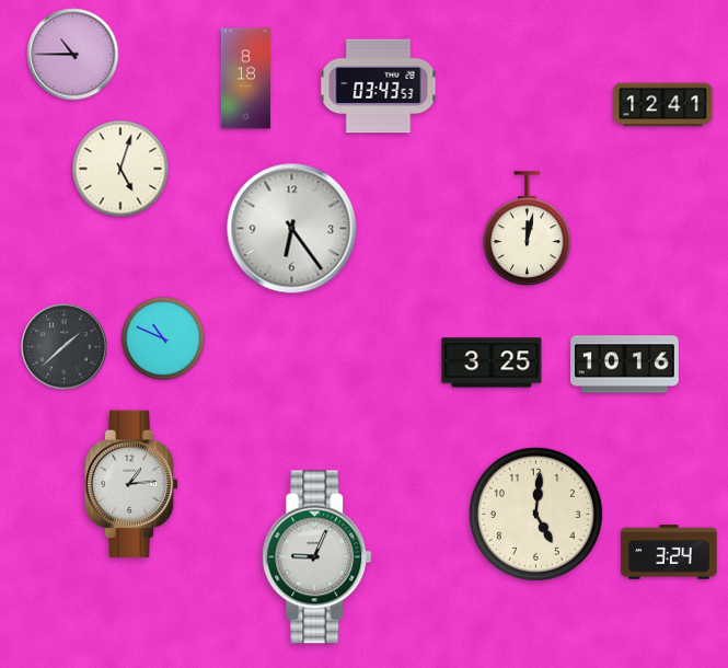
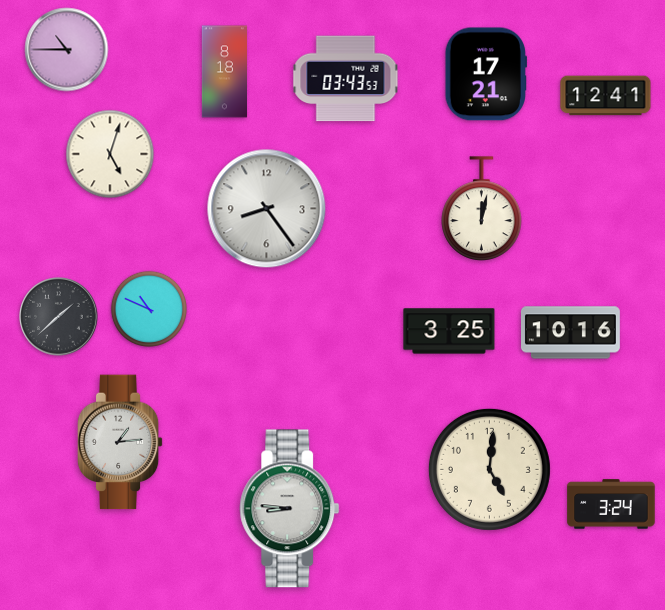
clock at (486, 74): none -> 17:21
clock at (292, 229): 6:24 -> 8:24
clock at (317, 557): 9:04 -> 8:46
